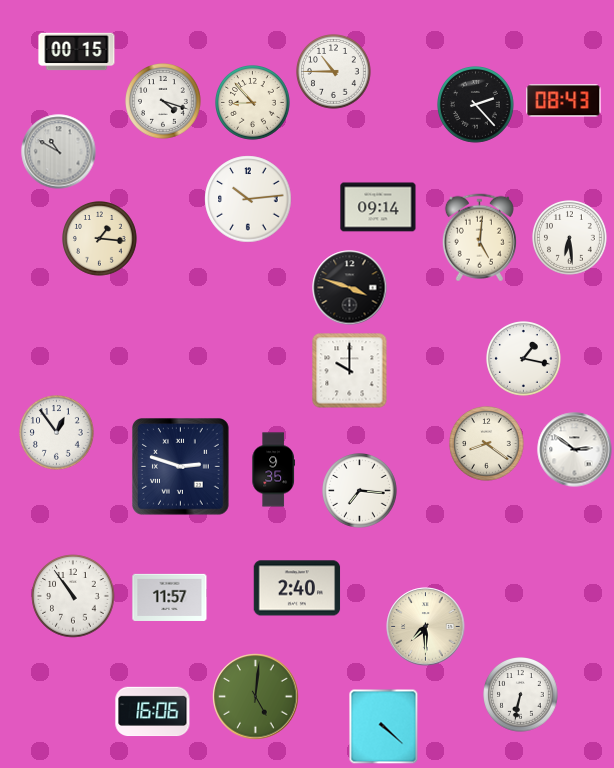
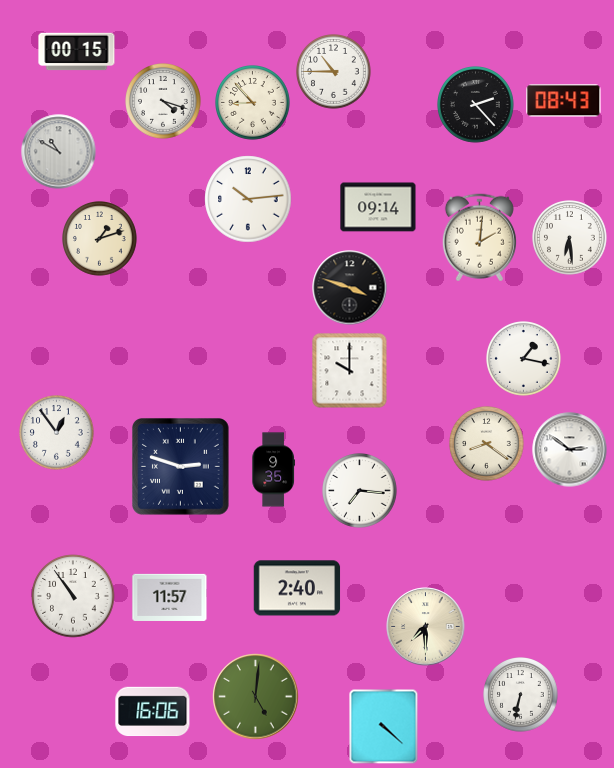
clock at (479, 238): 5:01 -> 2:01
clock at (100, 239): 1:16 -> 1:12
clock at (575, 450) position: (575, 450) -> (570, 450)
